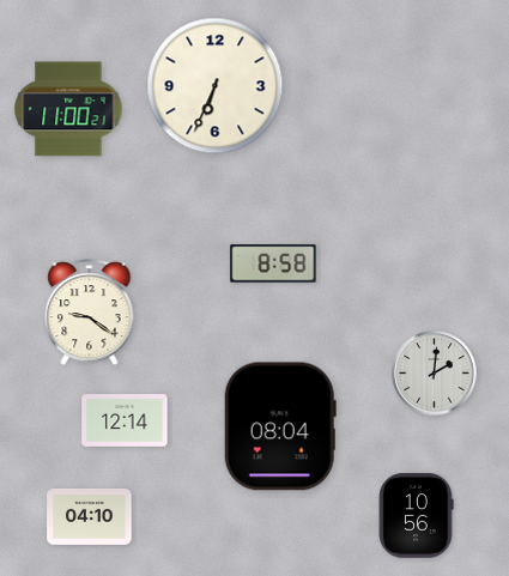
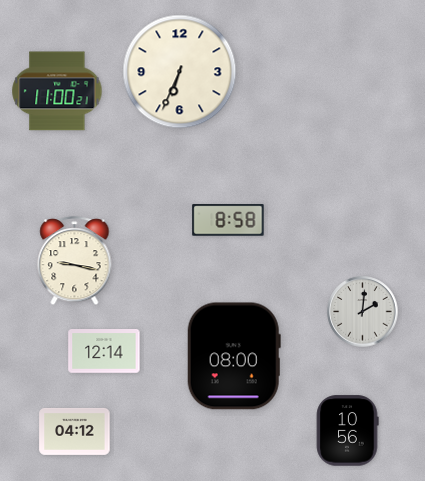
clock at (90, 313): 9:21 -> 9:17
clock at (280, 426): 08:04 -> 08:00
clock at (90, 516): 04:10 -> 04:12
